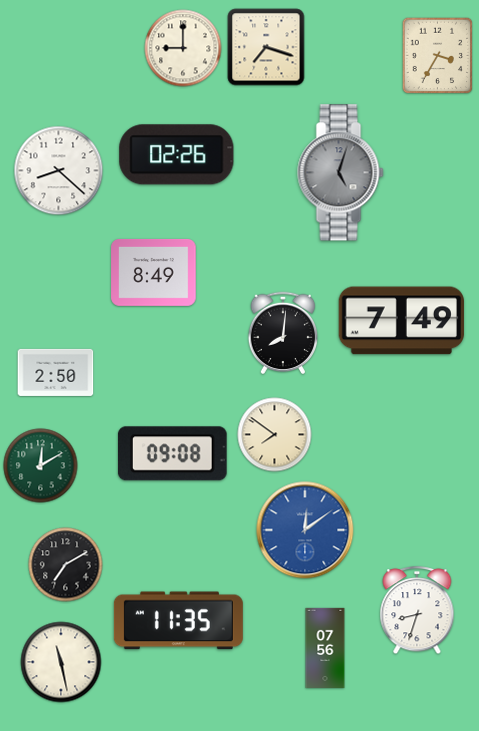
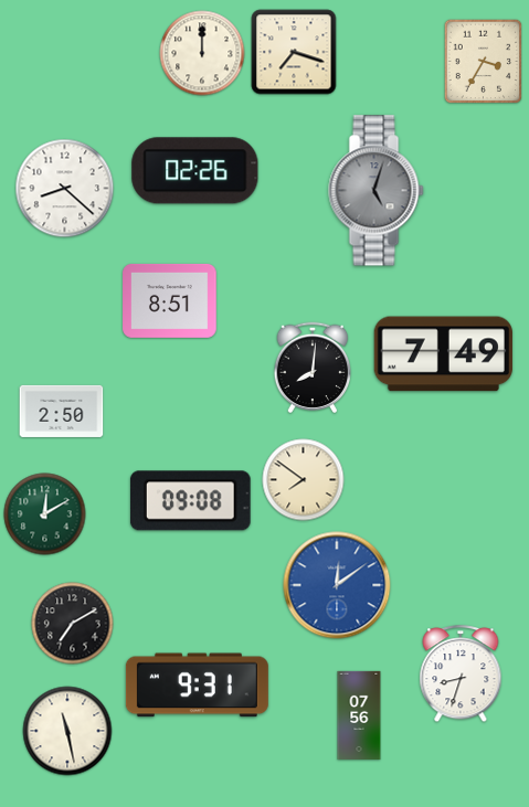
clock at (183, 48): 9:00 -> 12:00
clock at (154, 272): 8:49 -> 8:51
clock at (178, 621): 11:35 -> 9:31
